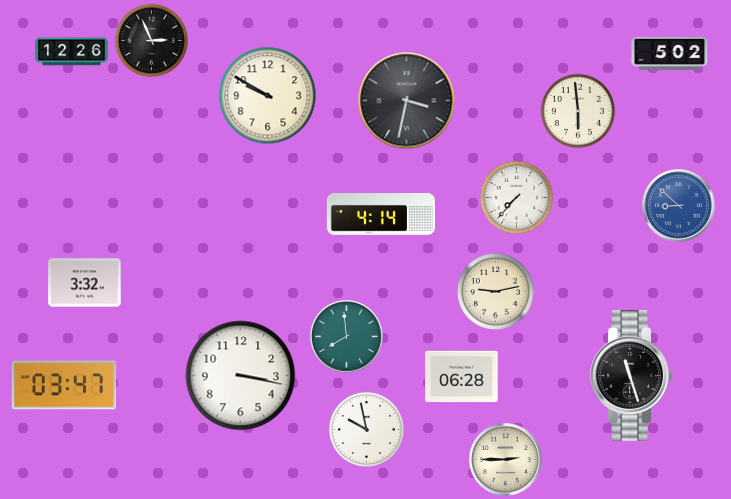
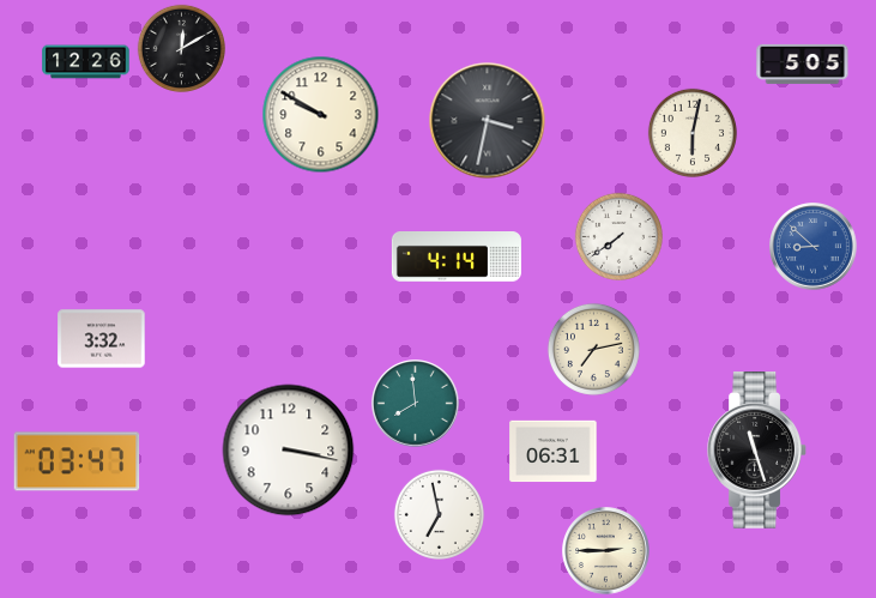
clock at (151, 40): 2:56 -> 12:10
clock at (670, 53): 5:02 -> 5:05
clock at (578, 111): 5:59 -> 6:02
clock at (516, 197): 7:37 -> 7:39
clock at (495, 291): 9:13 -> 7:13
clock at (462, 377): 06:28 -> 06:31
clock at (366, 429): 9:58 -> 6:58
